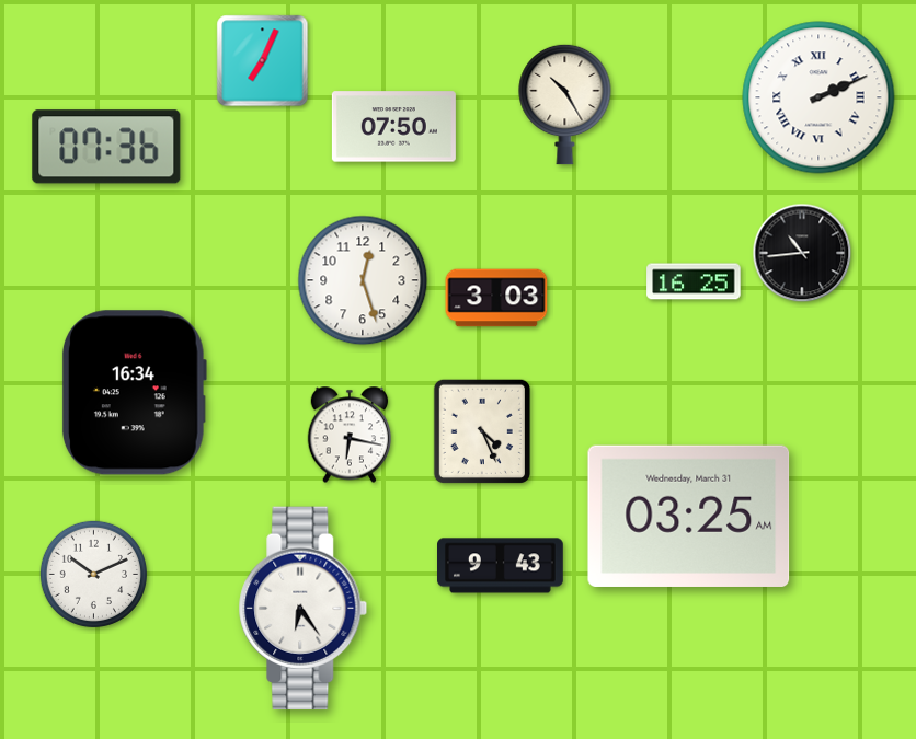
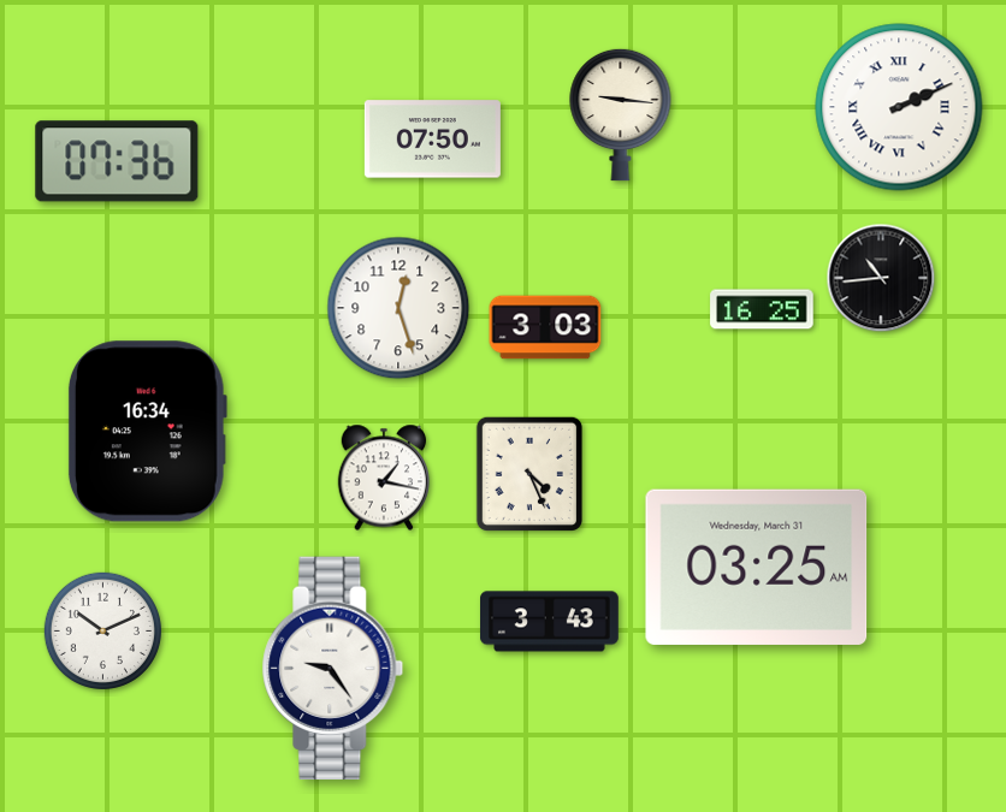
clock at (263, 61): 7:04 -> none
clock at (565, 104): 10:25 -> 9:16
clock at (350, 435): 6:17 -> 1:17
clock at (501, 566): 9:43 -> 3:43
clock at (304, 609): 6:24 -> 9:24
